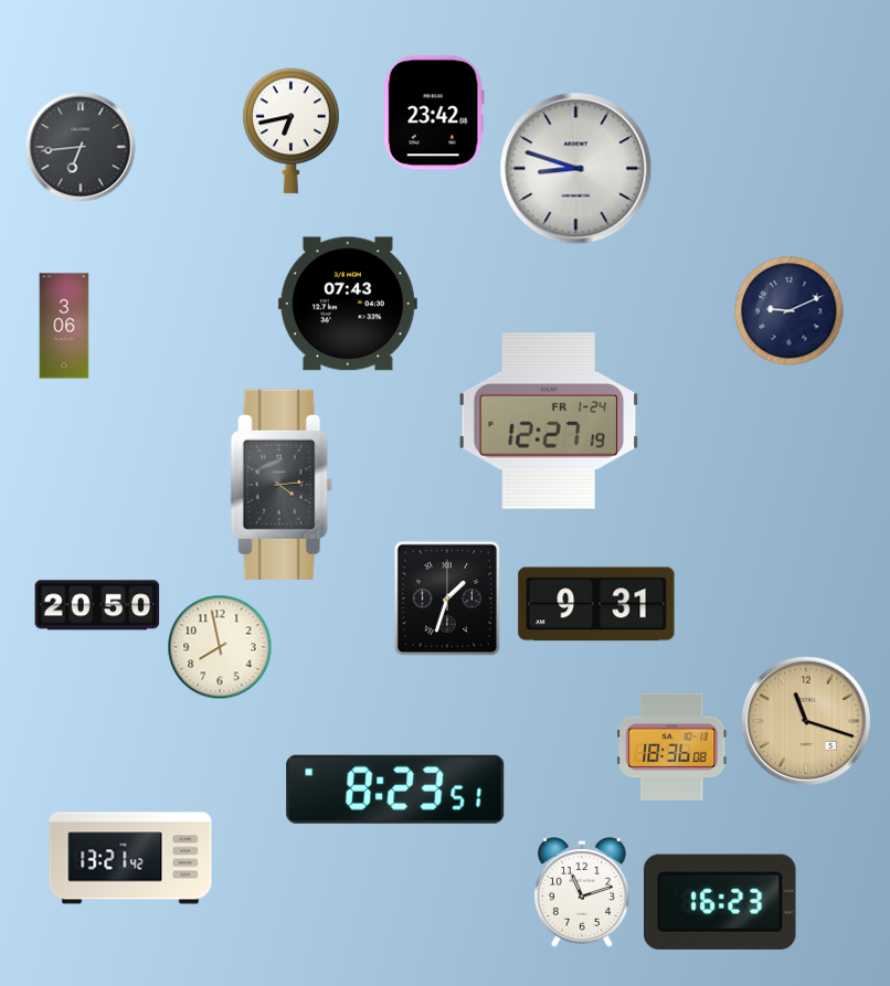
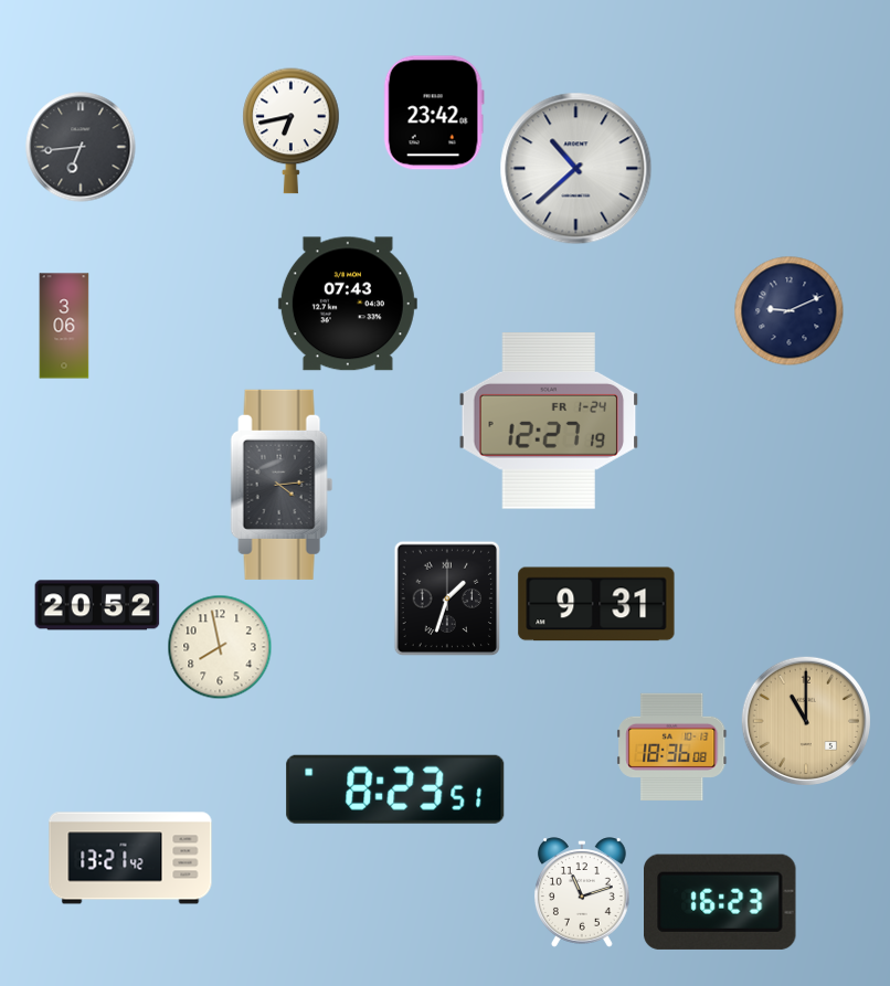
clock at (576, 169): 8:48 -> 10:38
clock at (97, 605): 20:50 -> 20:52
clock at (806, 721): 11:18 -> 11:00
